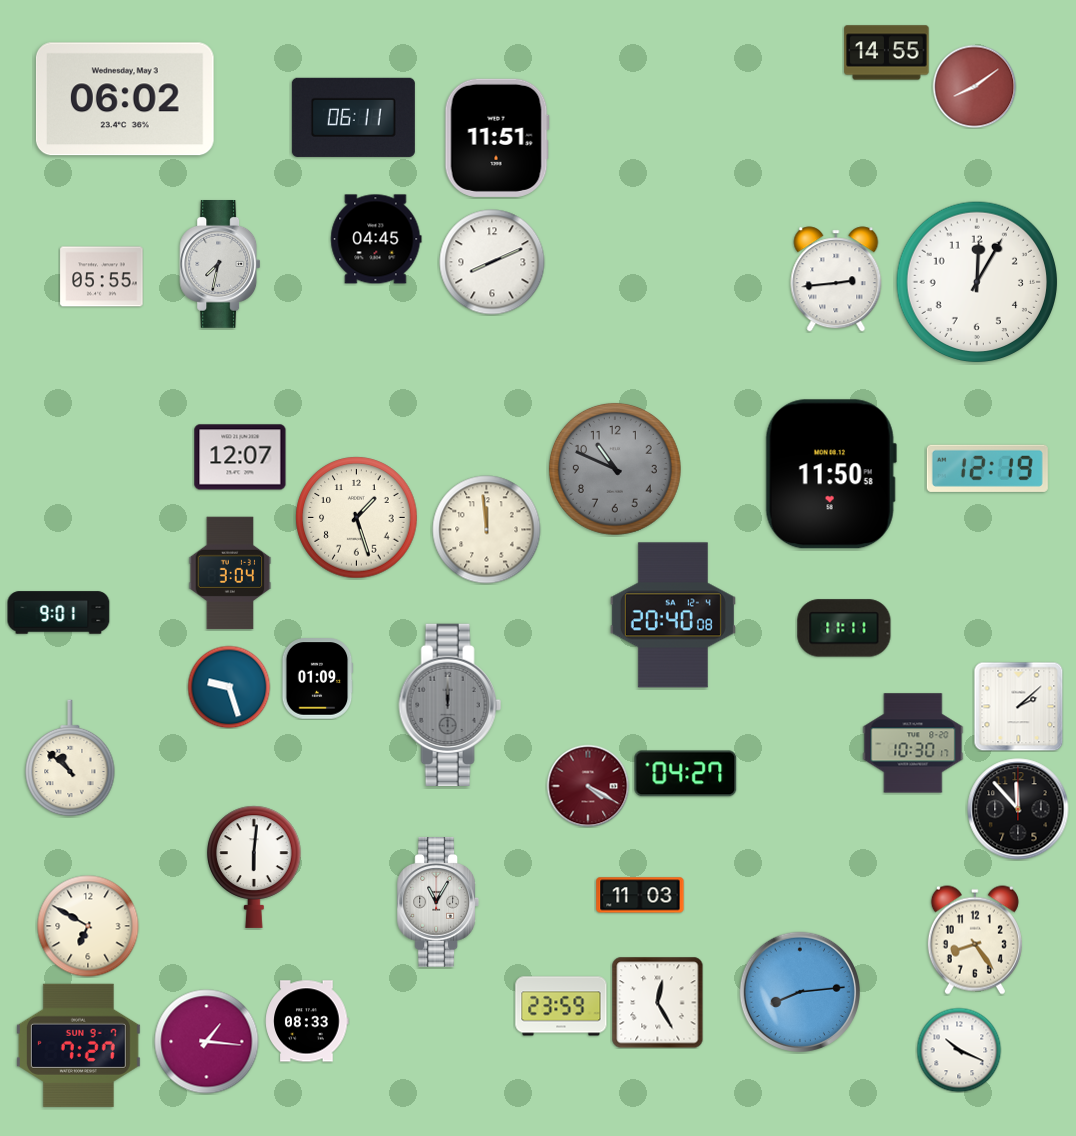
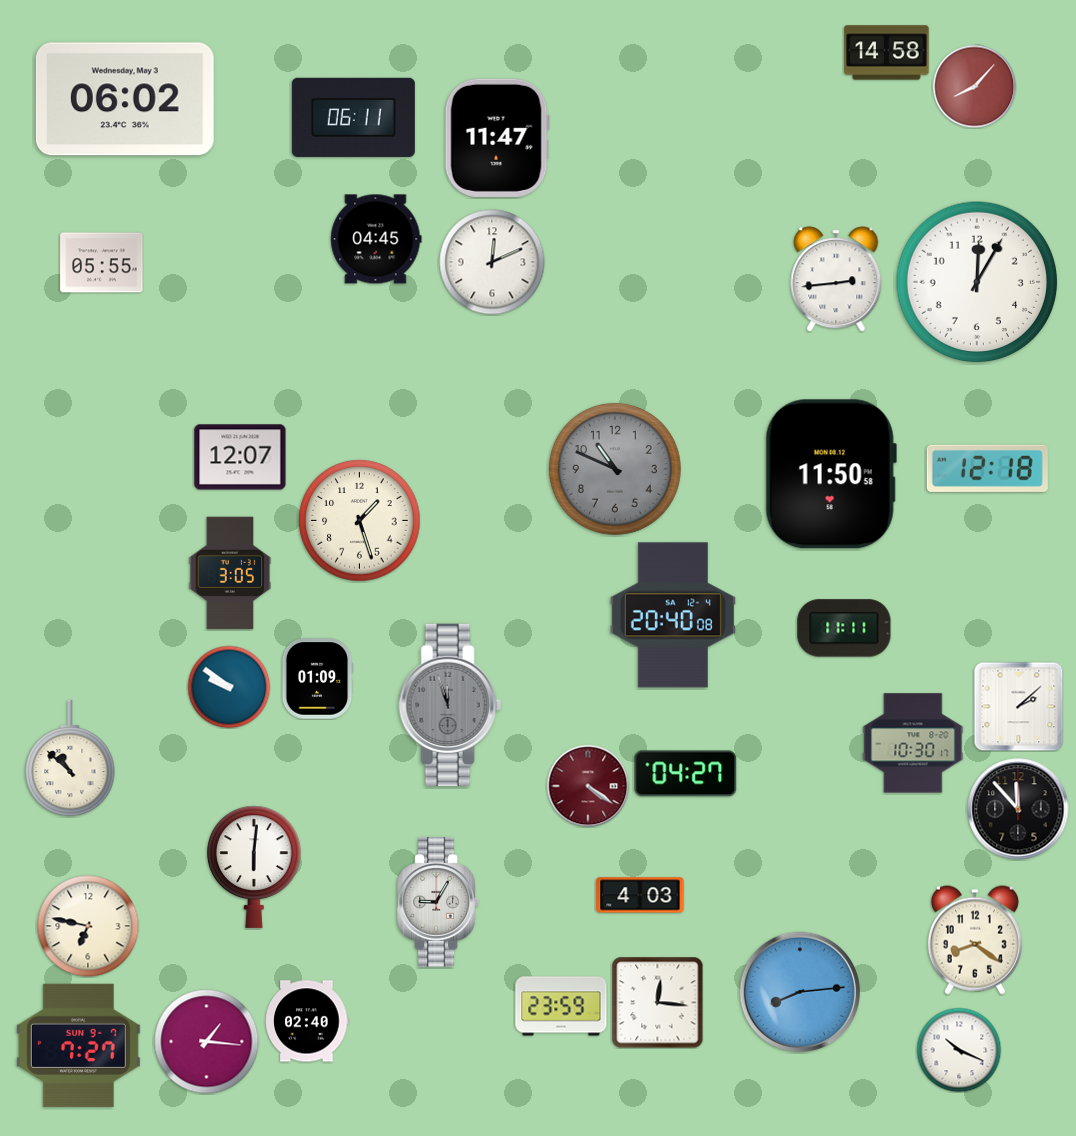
clock at (887, 53): 14:55 -> 14:58
clock at (974, 86): 8:09 -> 8:07
clock at (497, 138): 11:51 -> 11:47
clock at (492, 262): 8:11 -> 12:11
clock at (220, 265): 7:32 -> none
clock at (102, 277) position: (102, 277) -> (102, 263)
clock at (987, 468): 12:19 -> 12:18
clock at (357, 518) position: (357, 518) -> (360, 521)
clock at (487, 530): 11:59 -> none
clock at (230, 573): 3:04 -> 3:05
clock at (59, 613): 9:01 -> none
clock at (229, 687): 9:27 -> 9:51
clock at (450, 704): 12:00 -> 11:57
clock at (588, 786): 4:20 -> 4:21
clock at (640, 895): 11:03 -> 4:03
clock at (437, 902): 11:05 -> 9:05
clock at (88, 926): 6:50 -> 6:47
clock at (975, 940): 8:24 -> 8:21
clock at (658, 1003): 12:25 -> 12:16
clock at (307, 1021): 08:33 -> 02:40
